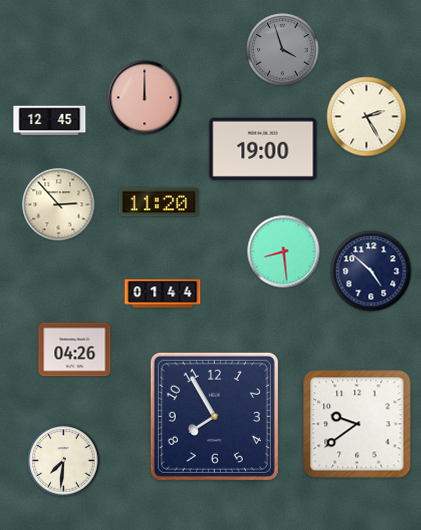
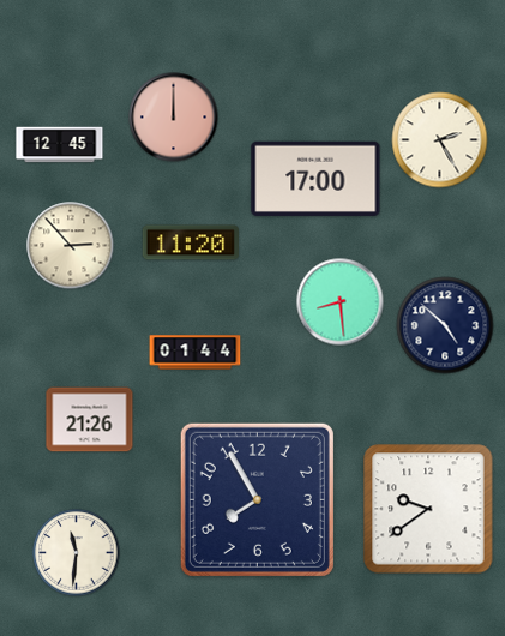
clock at (283, 50): 3:57 -> none
clock at (263, 149): 19:00 -> 17:00
clock at (75, 350): 04:26 -> 21:26
clock at (64, 461): 7:31 -> 11:31
